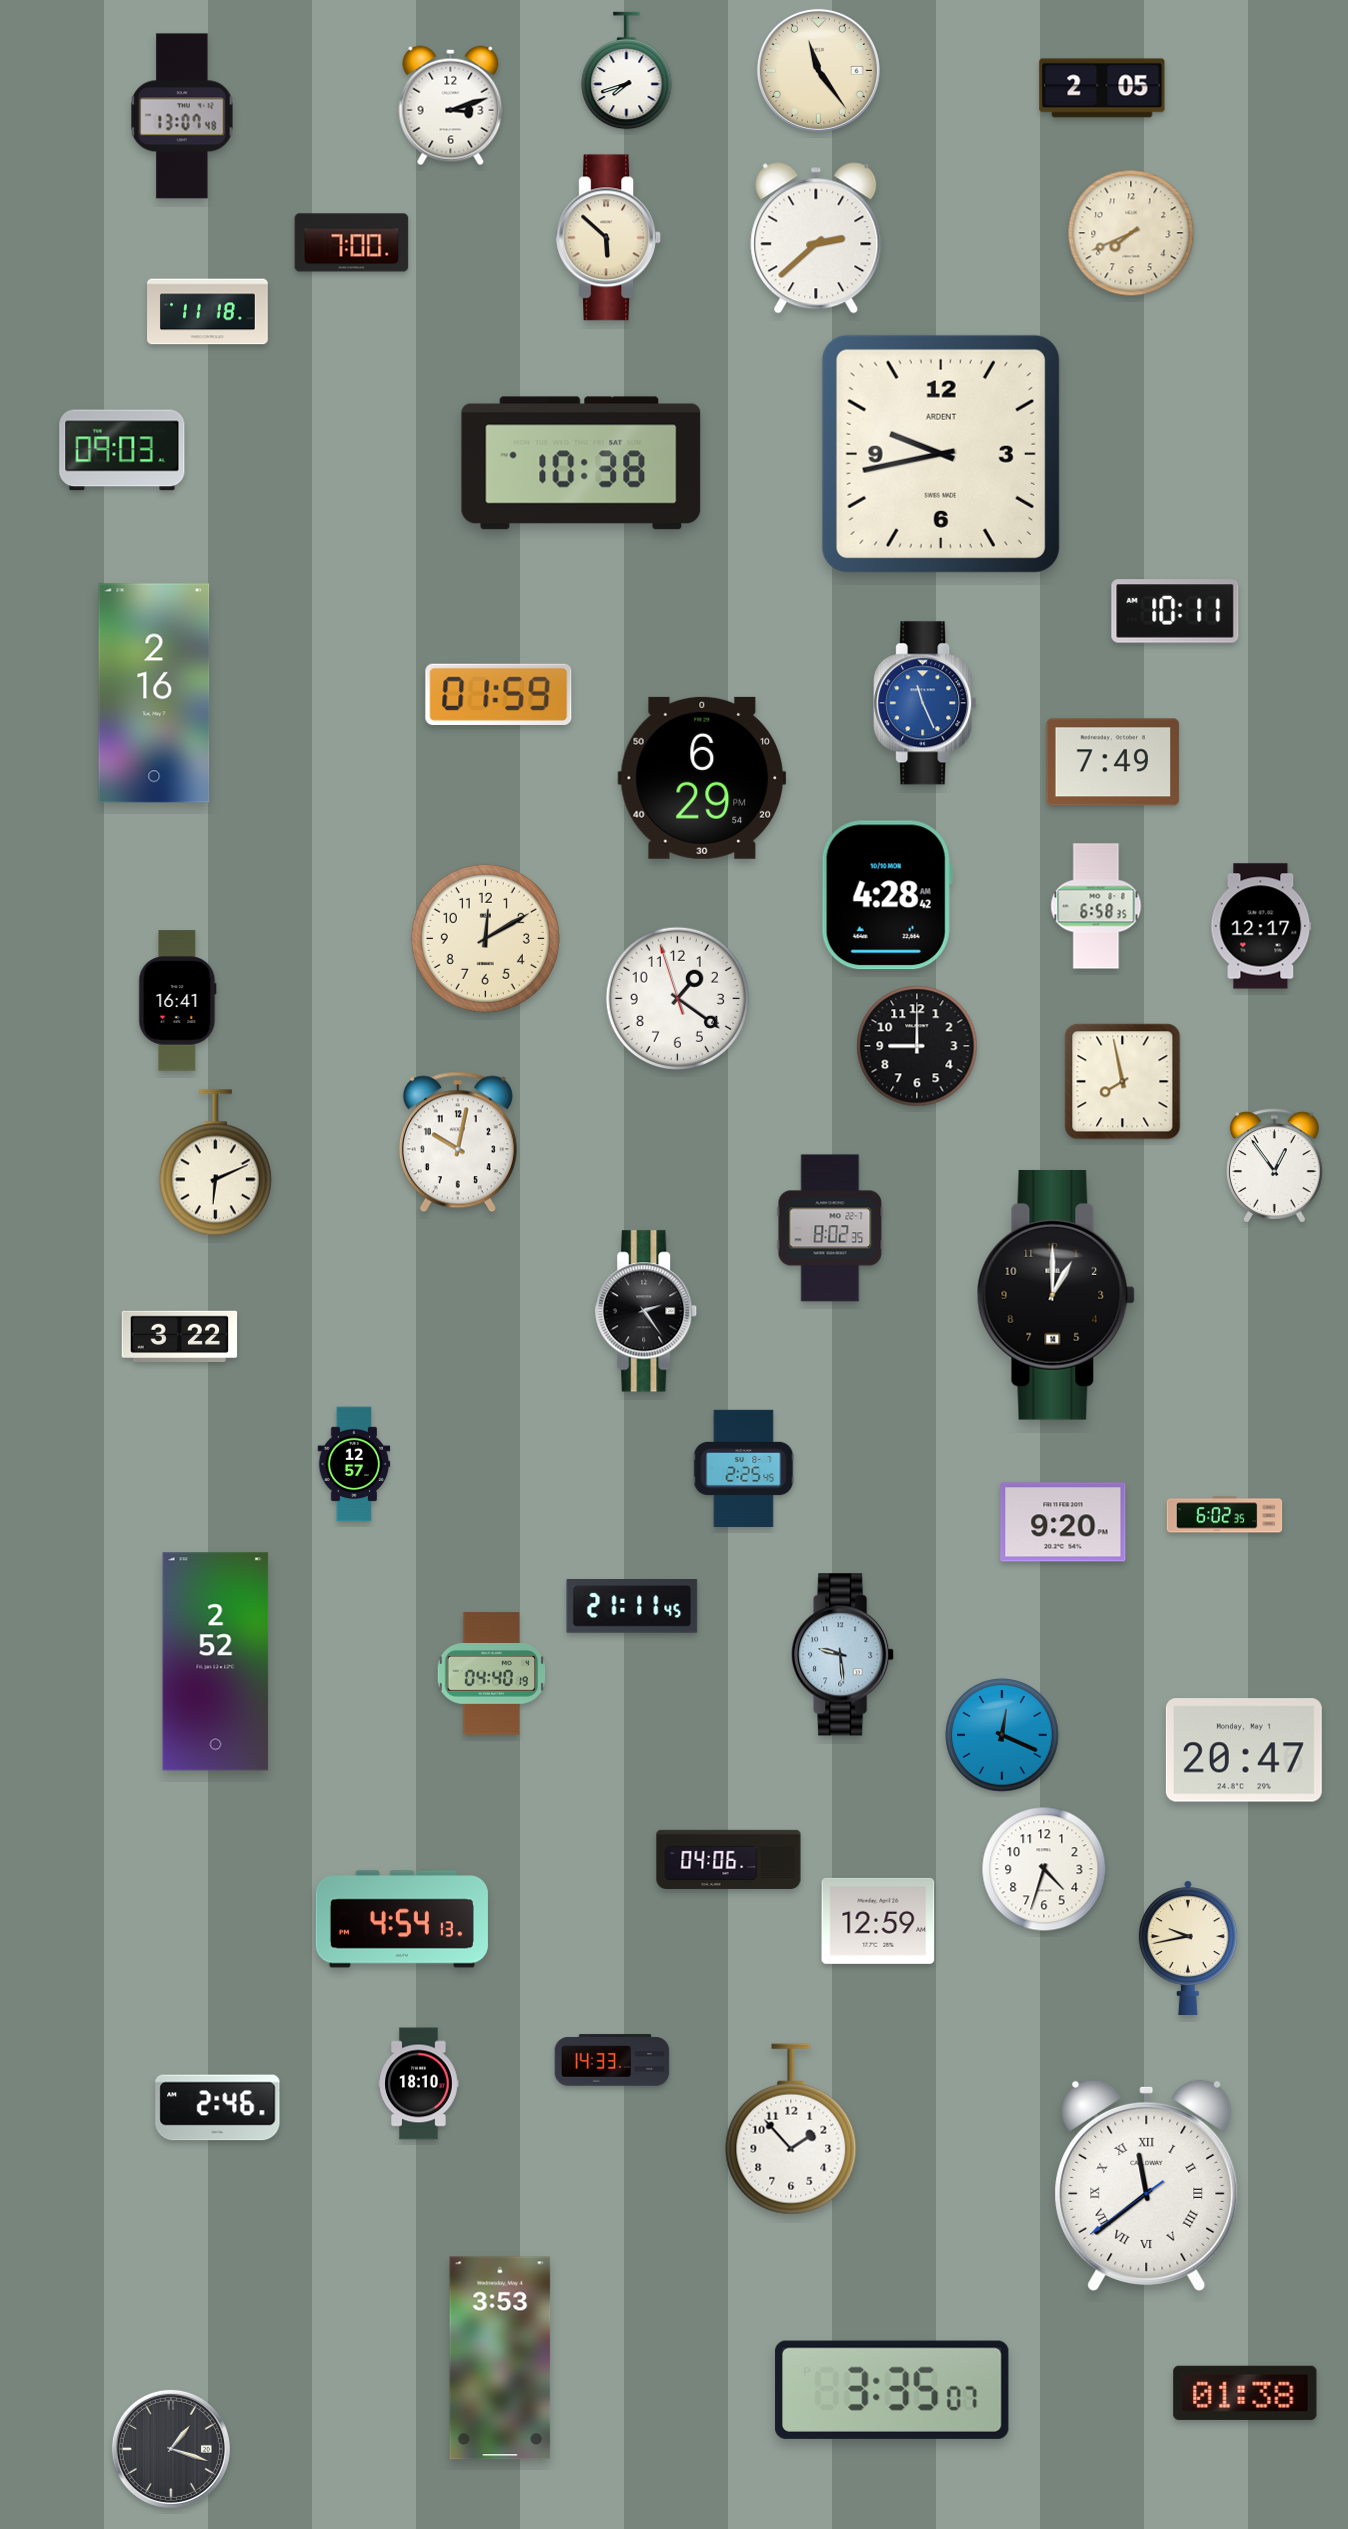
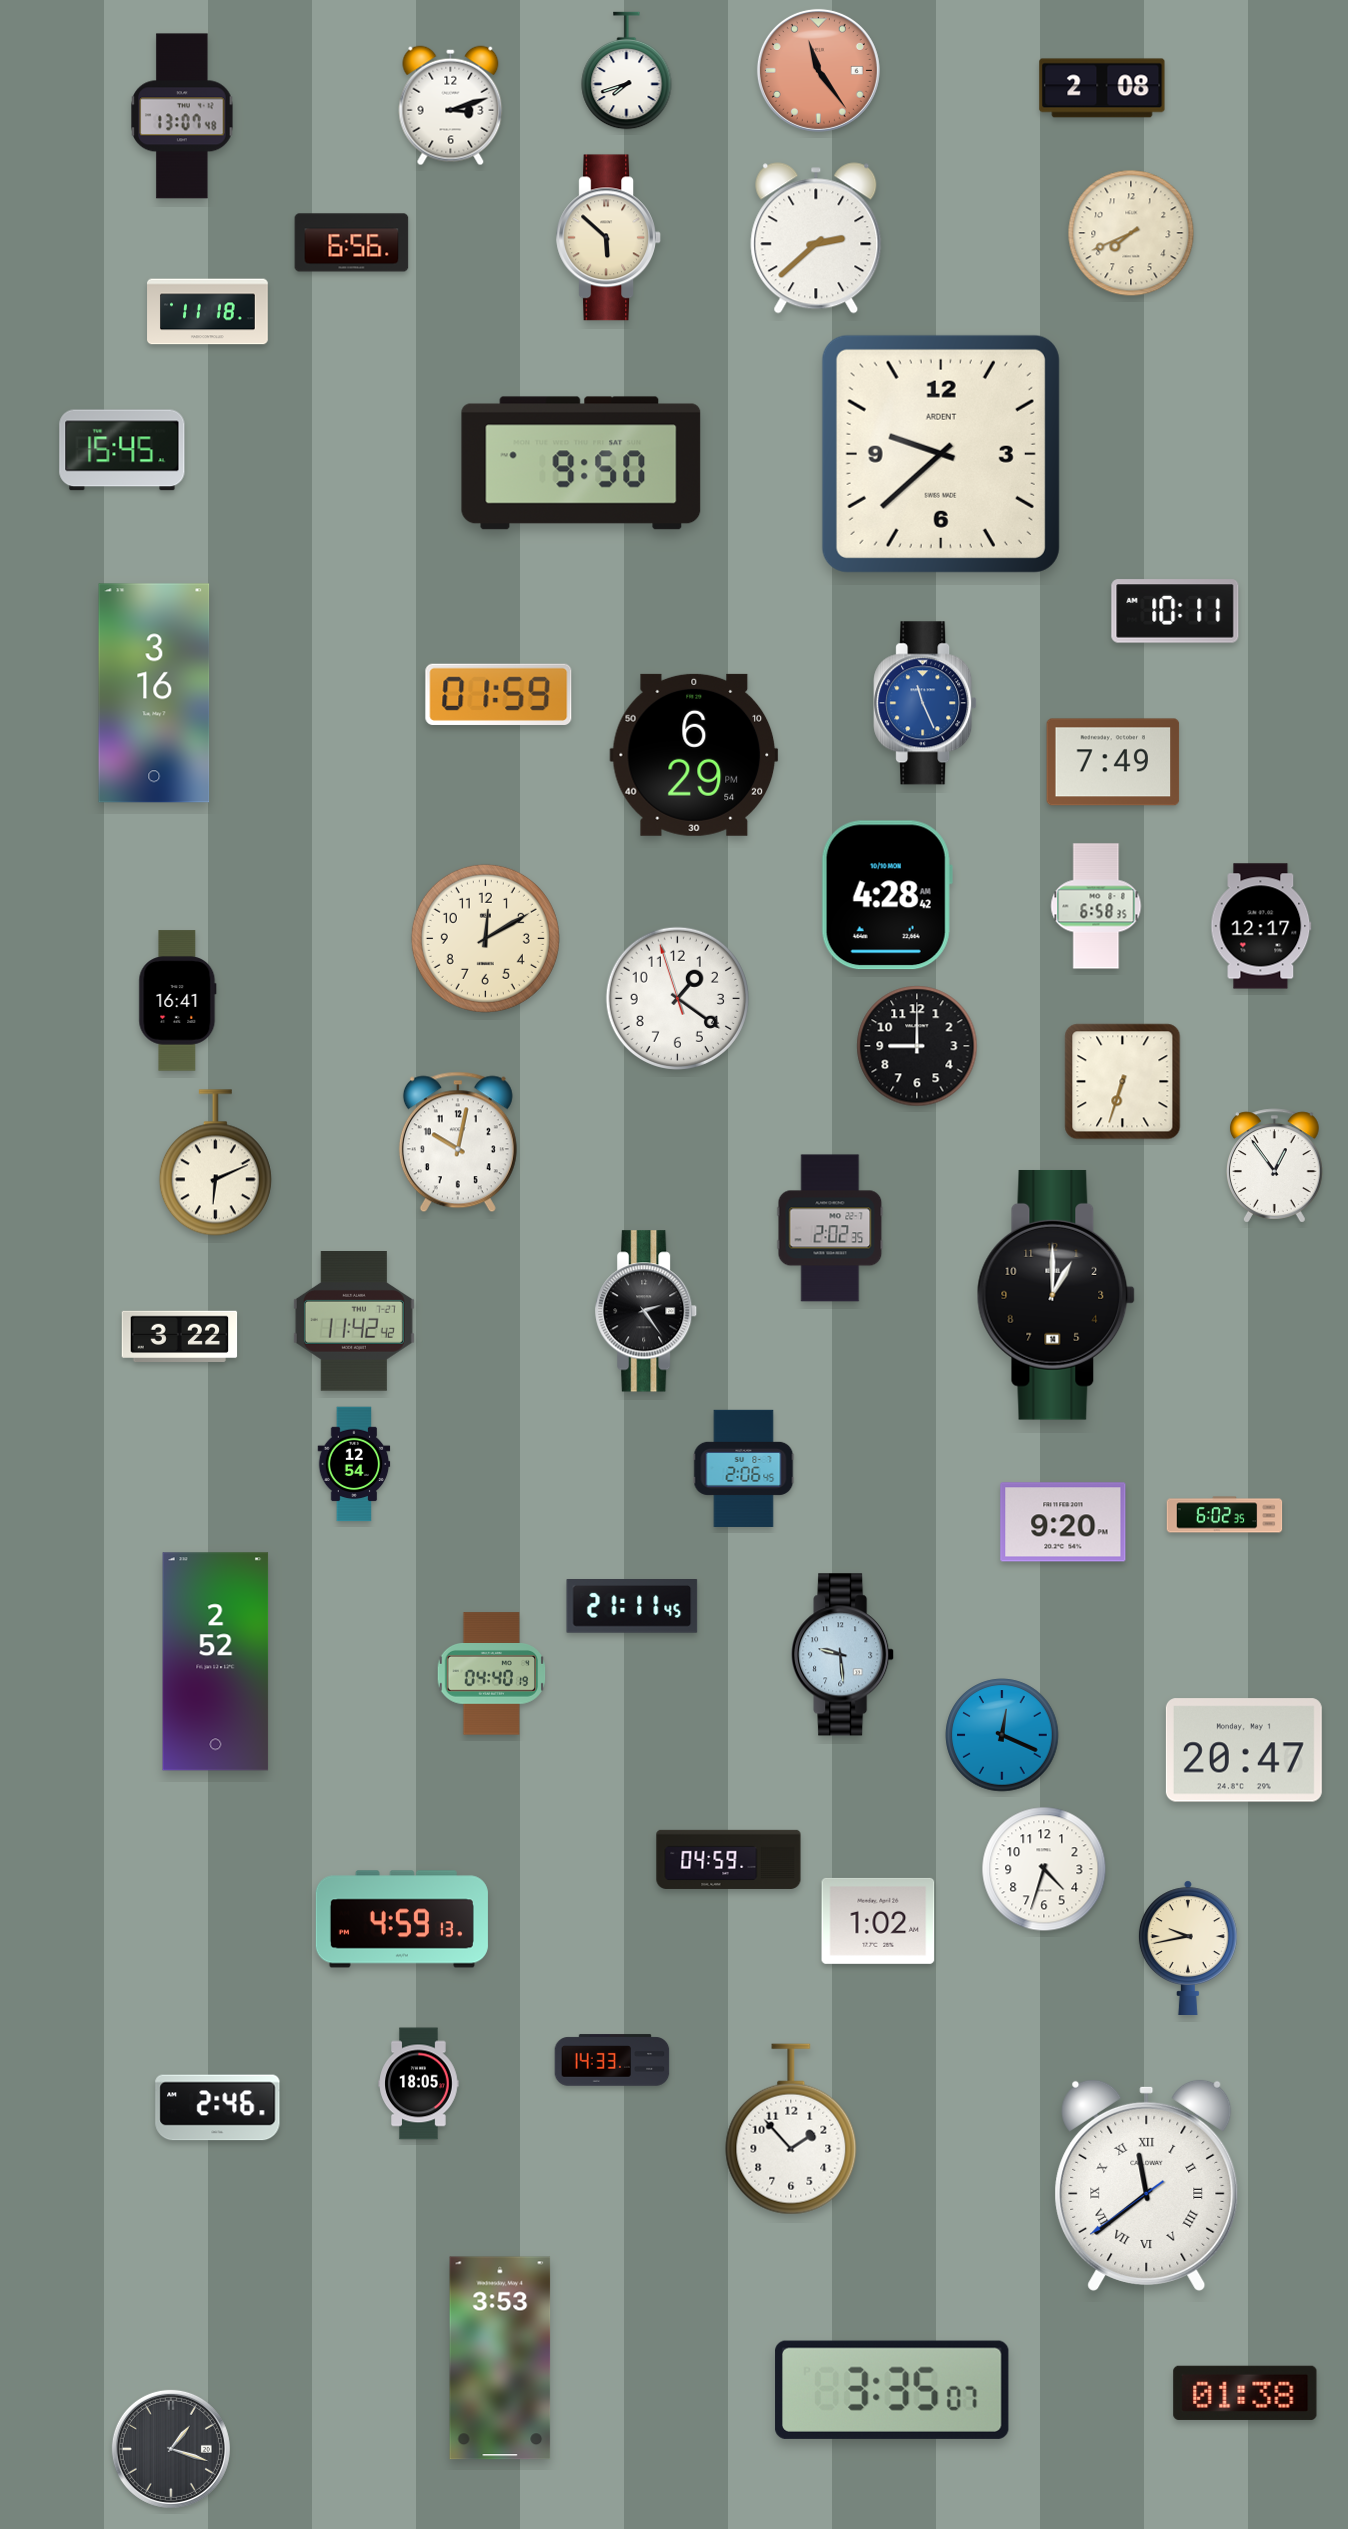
clock at (818, 70) dial: cream -> salmon
clock at (1102, 88): 2:05 -> 2:08
clock at (352, 243): 7:00 -> 6:56
clock at (122, 450): 09:03 -> 15:45
clock at (941, 454): 9:43 -> 9:38
clock at (581, 463): 10:38 -> 9:50
clock at (154, 693): 2:16 -> 3:16
clock at (702, 778) position: (702, 778) -> (694, 755)
clock at (1123, 1082): 7:58 -> 6:33
clock at (830, 1228): 8:02 -> 2:02
clock at (354, 1322): none -> 11:42
clock at (354, 1464): 12:57 -> 12:54
clock at (744, 1468): 2:25 -> 2:06
clock at (729, 1859): 04:06 -> 04:59
clock at (402, 1919): 4:54 -> 4:59
clock at (878, 1921): 12:59 -> 1:02
clock at (419, 2084): 18:10 -> 18:05
